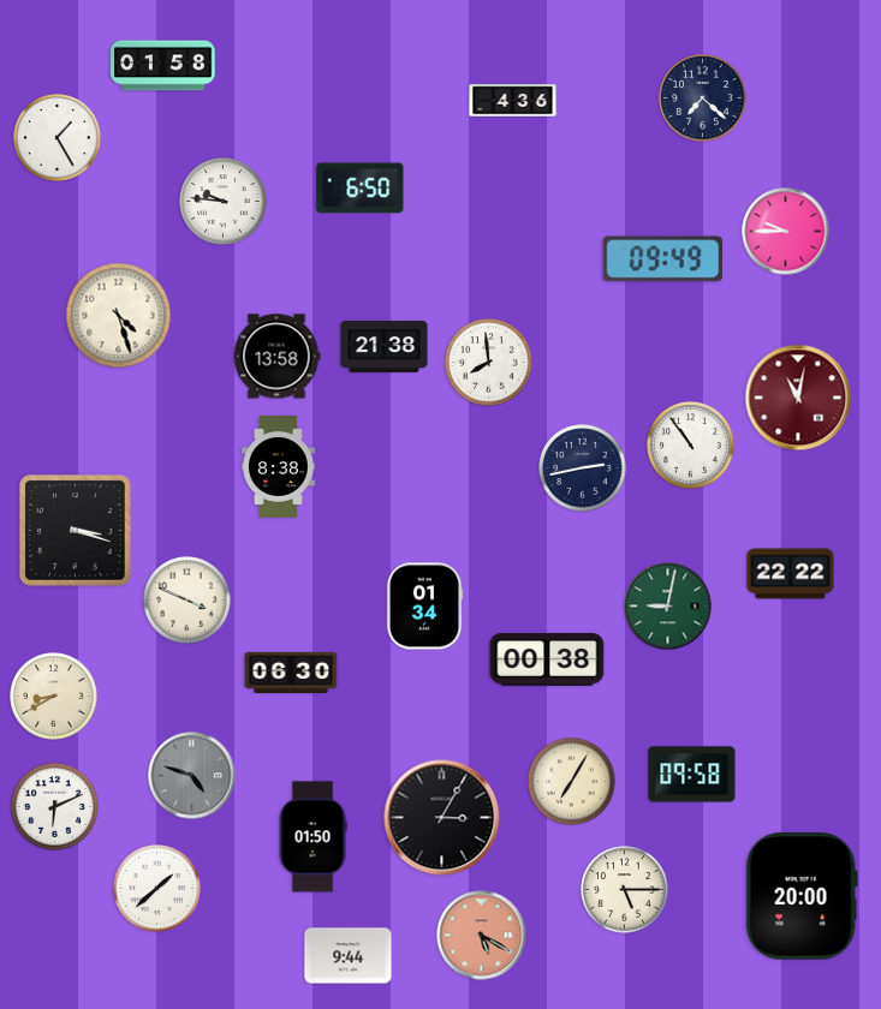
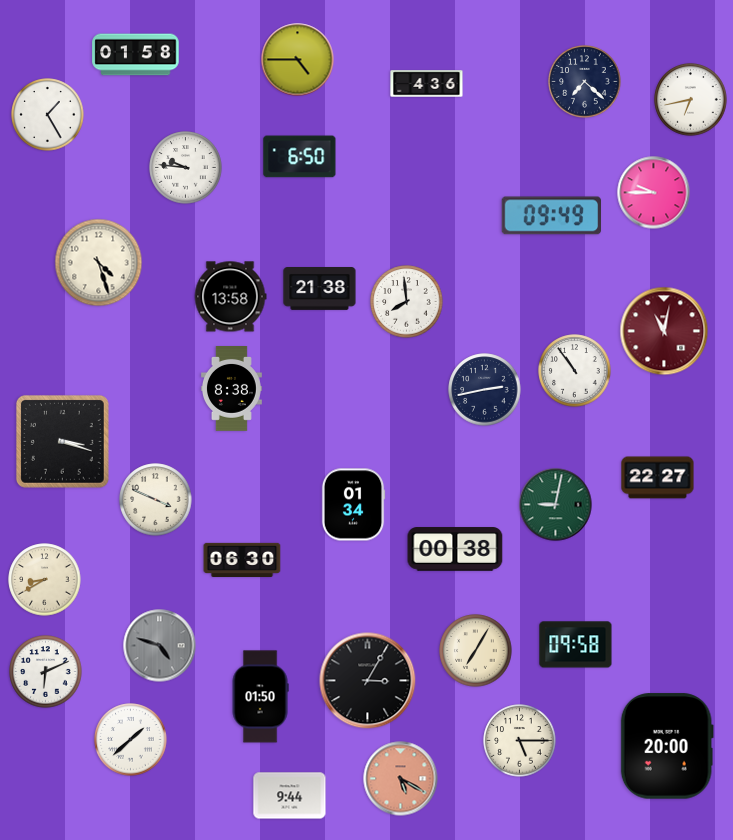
clock at (298, 60): none -> 4:45
clock at (691, 100): none -> 6:43
clock at (791, 574): 22:22 -> 22:27
